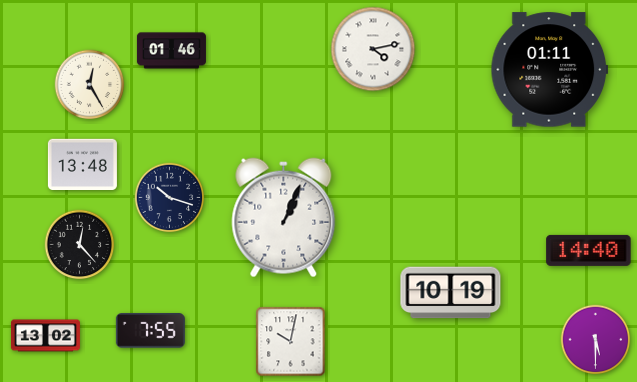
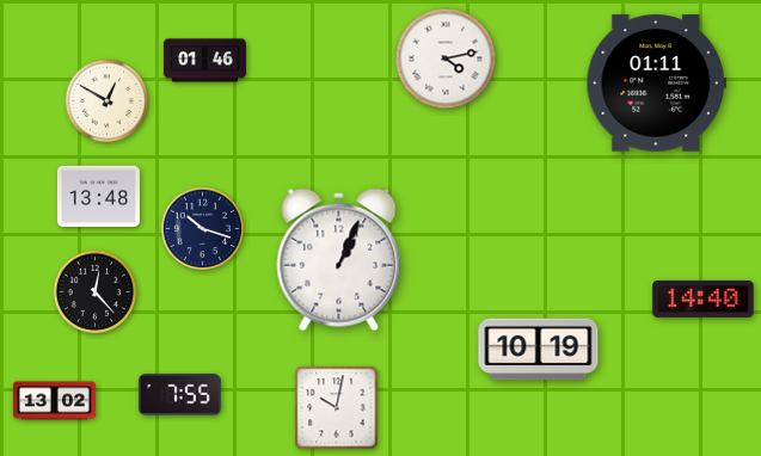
clock at (90, 85): 12:25 -> 12:50
clock at (170, 198) position: (170, 198) -> (203, 229)
clock at (596, 340): 5:30 -> none
clock at (291, 342) position: (291, 342) -> (337, 408)
